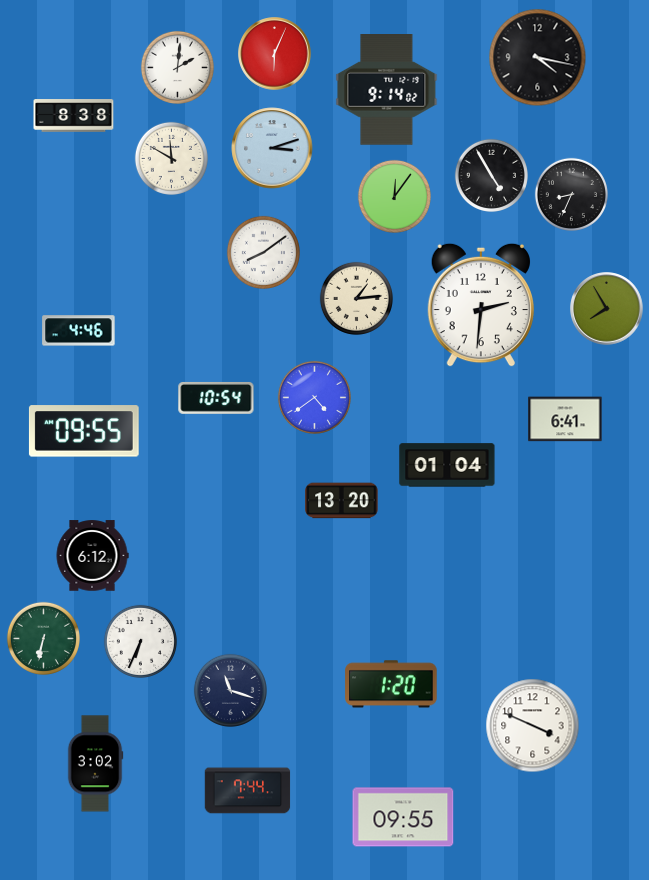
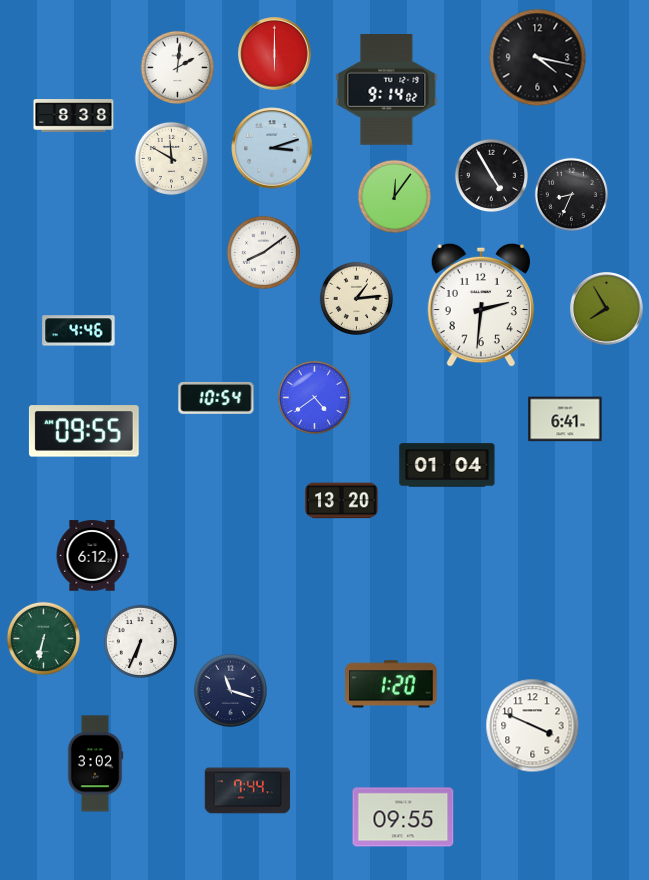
clock at (275, 54): 6:04 -> 6:00
